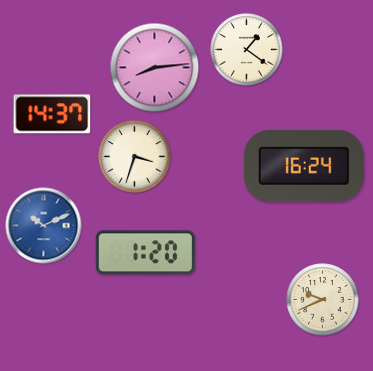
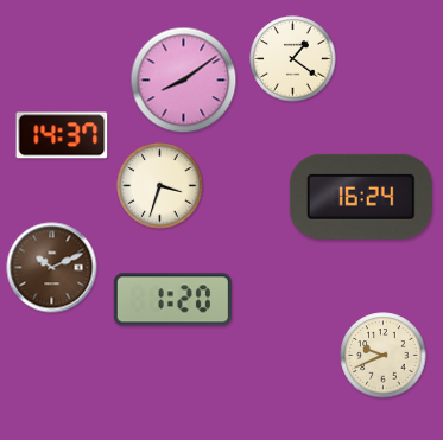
clock at (155, 68): 8:14 -> 8:09
clock at (44, 226) dial: blue -> brown
